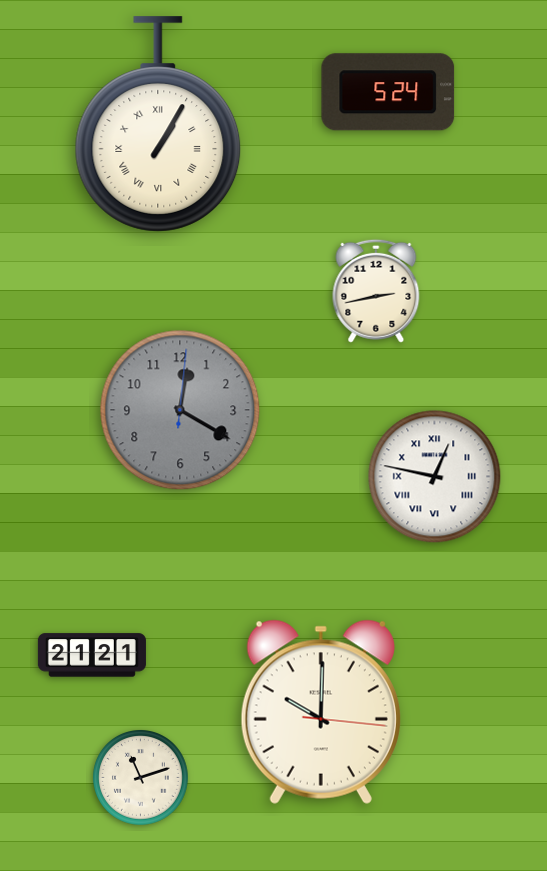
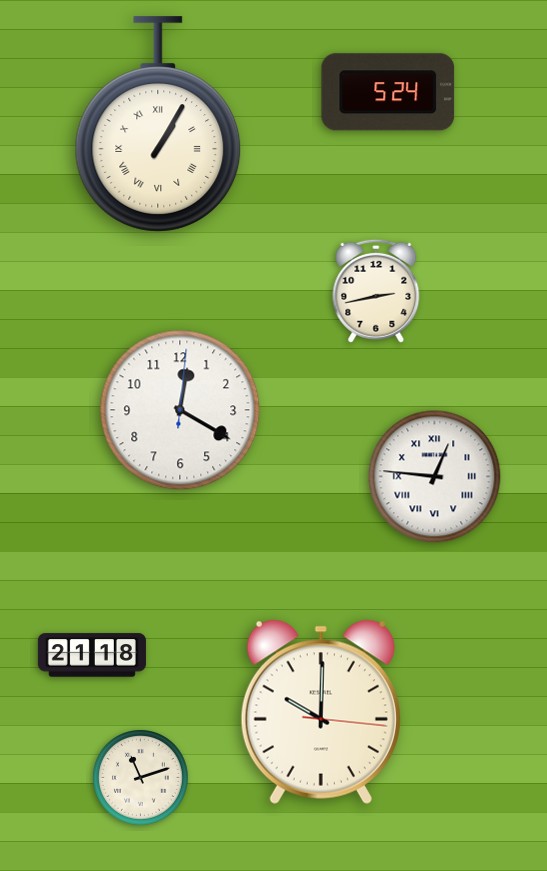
clock at (180, 410) dial: grey -> white
clock at (435, 477): 12:47 -> 12:46
clock at (92, 655): 21:21 -> 21:18
